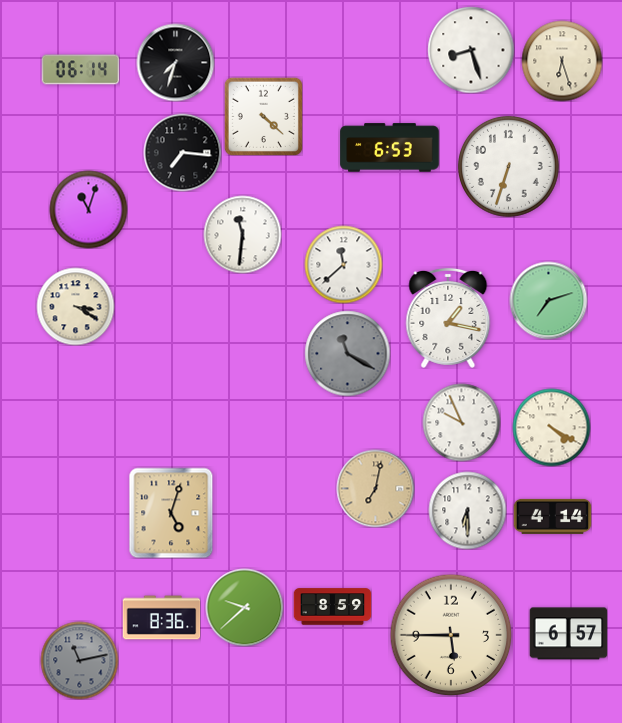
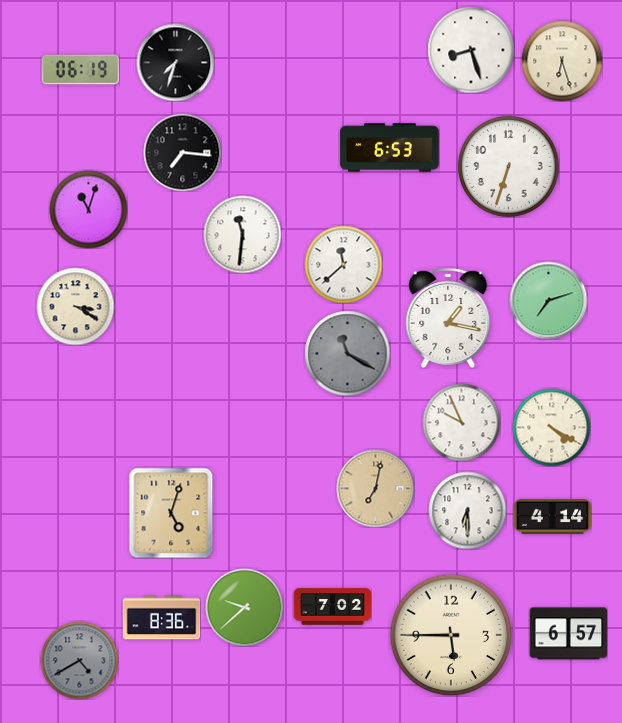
clock at (80, 70): 06:14 -> 06:19
clock at (263, 116): 4:22 -> none
clock at (332, 607): 8:59 -> 7:02
clock at (79, 660): 11:13 -> 4:40
